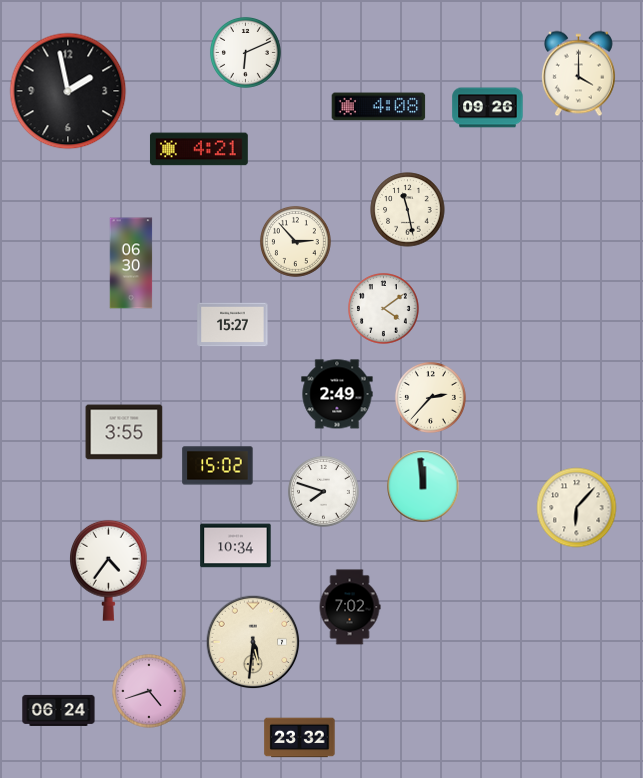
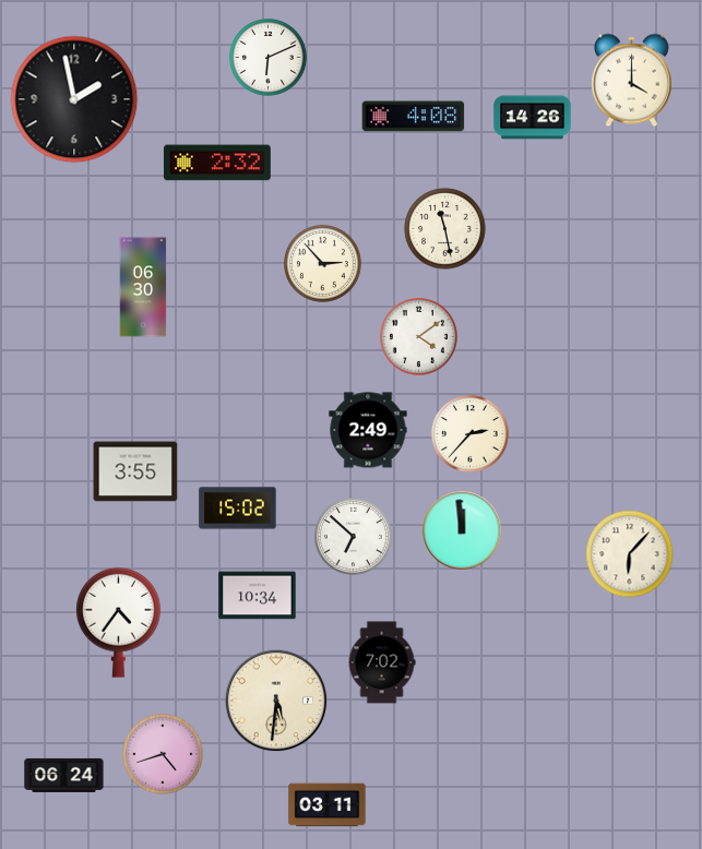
clock at (488, 108): 09:26 -> 14:26
clock at (199, 149): 4:21 -> 2:32
clock at (233, 325): 15:27 -> none
clock at (323, 491): 7:48 -> 6:52
clock at (300, 738): 23:32 -> 03:11
